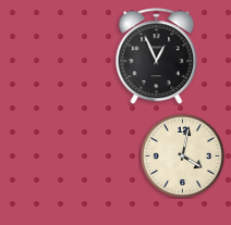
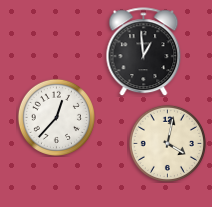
clock at (157, 57): 12:56 -> 12:59
clock at (56, 117): none -> 12:37
